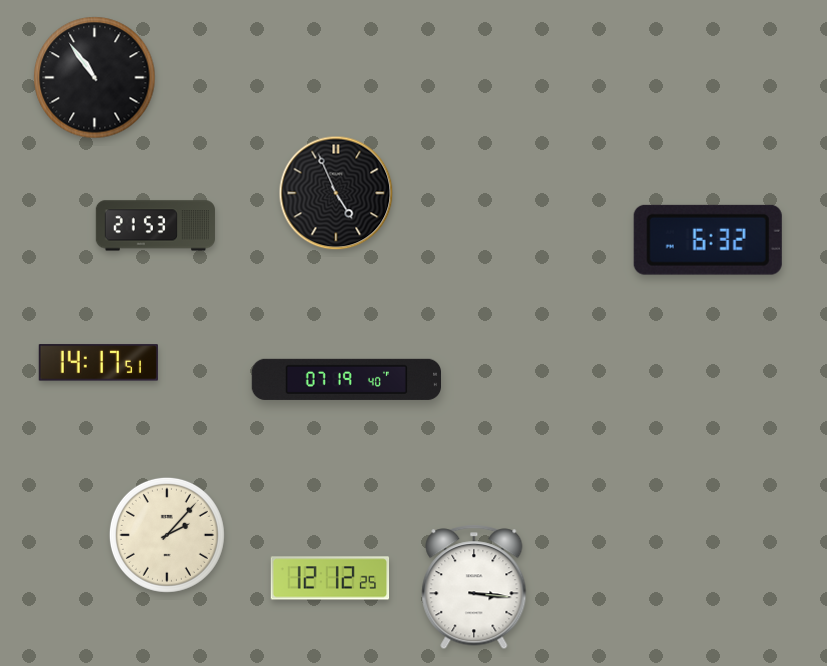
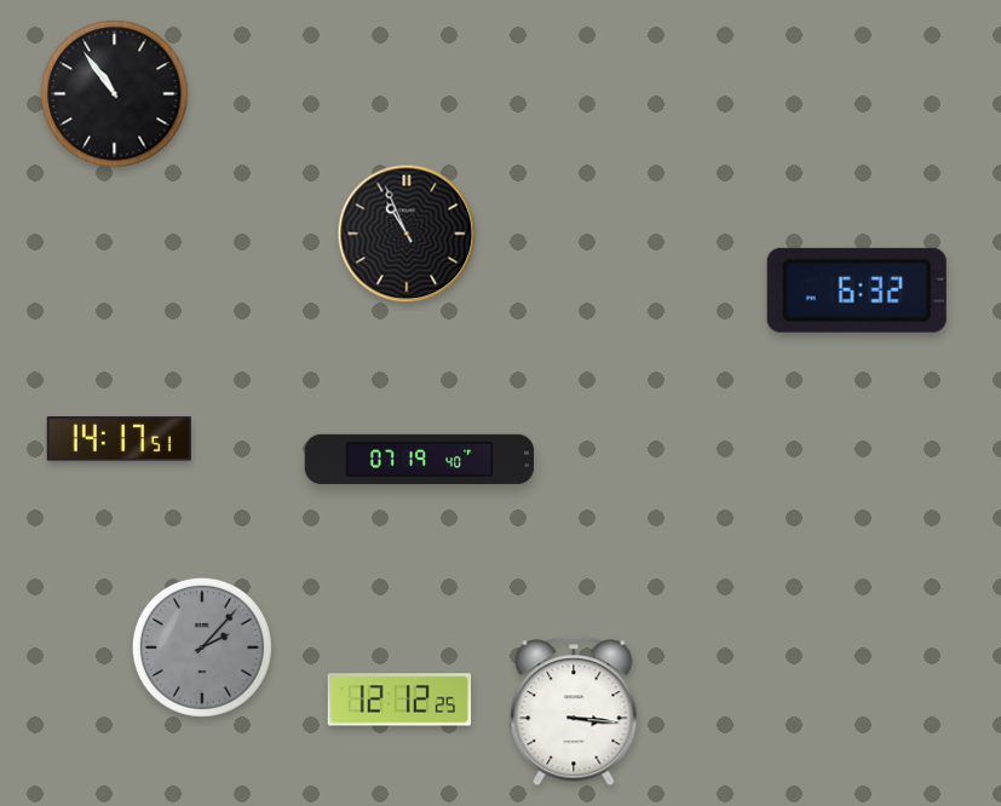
clock at (336, 193): 4:56 -> 10:56
clock at (155, 226): 21:53 -> none
clock at (167, 535) dial: cream -> grey
